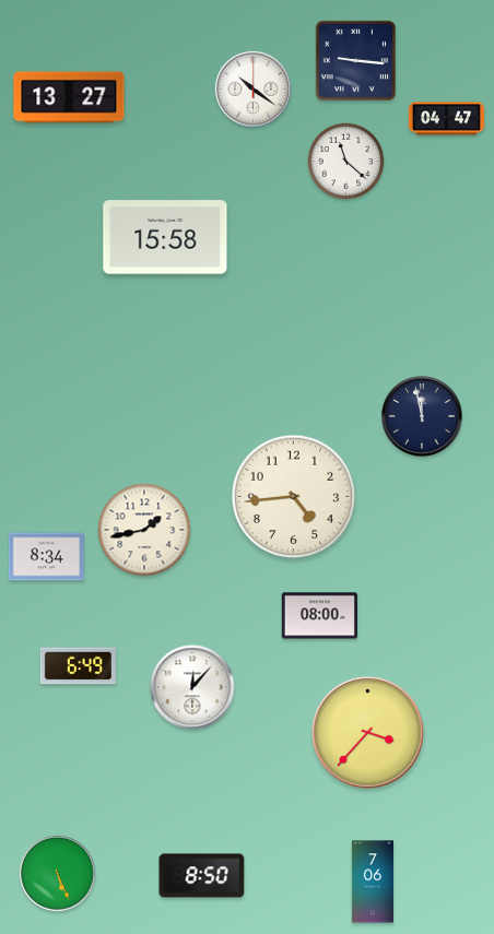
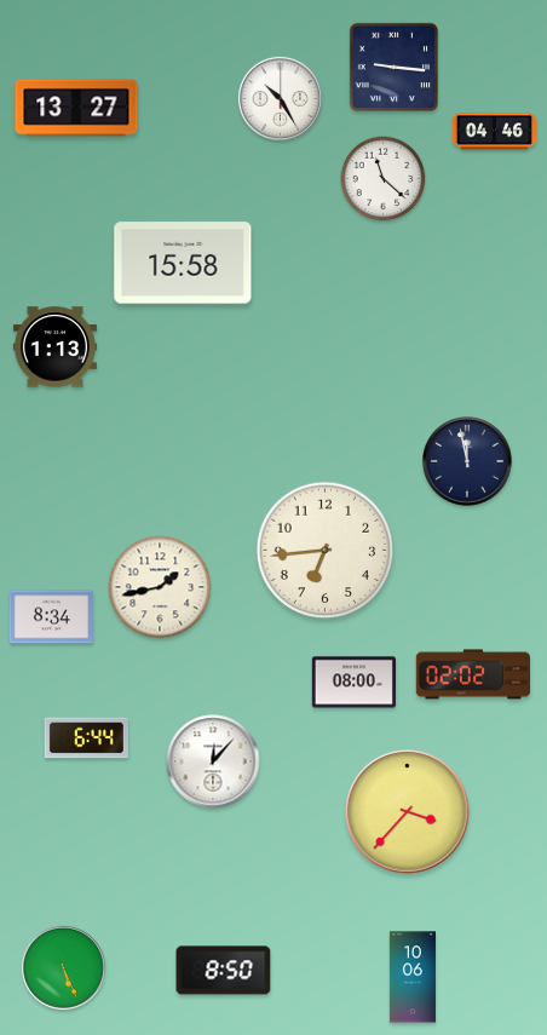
clock at (252, 88): 10:21 -> 10:25
clock at (446, 119): 04:47 -> 04:46
clock at (54, 347): none -> 1:13
clock at (294, 497): 4:44 -> 6:44
clock at (472, 674): none -> 02:02
clock at (78, 666): 6:49 -> 6:44
clock at (373, 882): 7:06 -> 10:06
